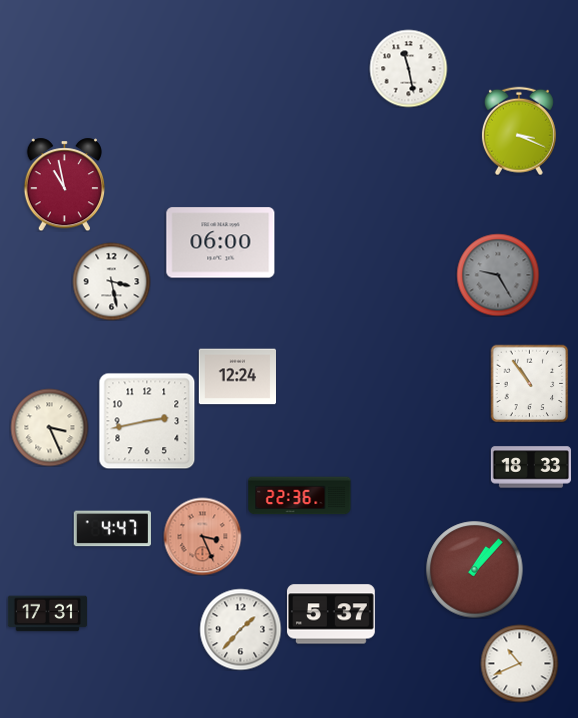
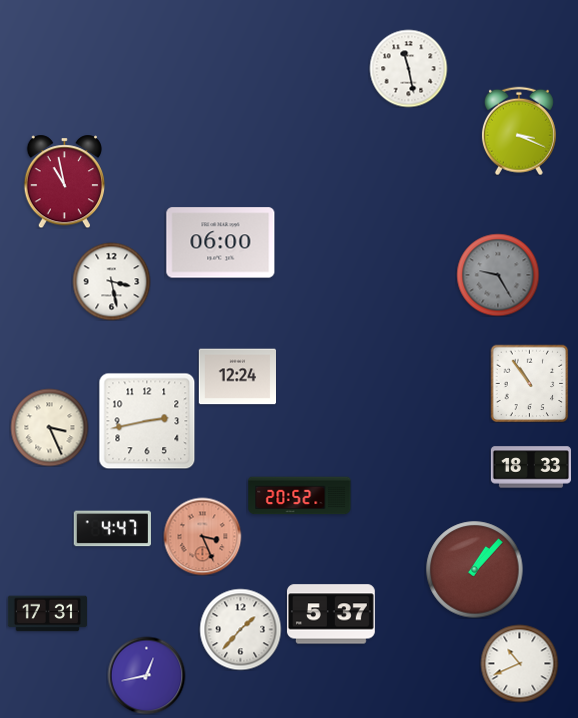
clock at (64, 184) position: (64, 184) -> (64, 181)
clock at (300, 496): 22:36 -> 20:52
clock at (146, 675): none -> 12:43
